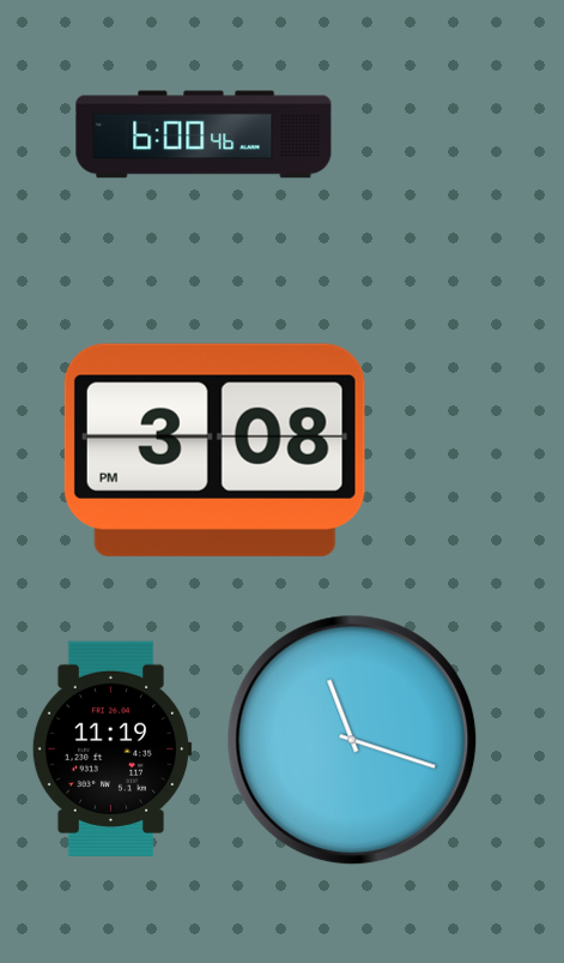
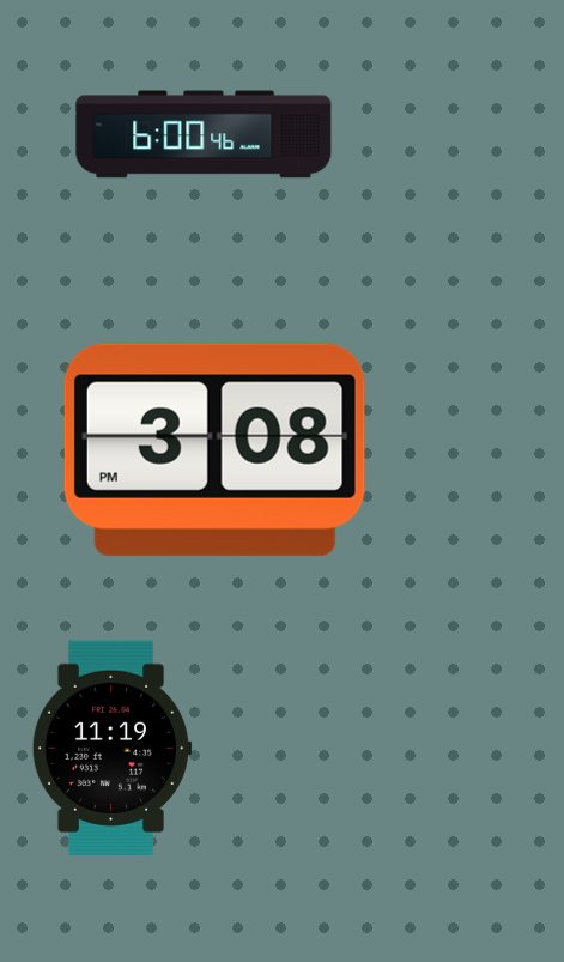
clock at (352, 740): 11:18 -> none
